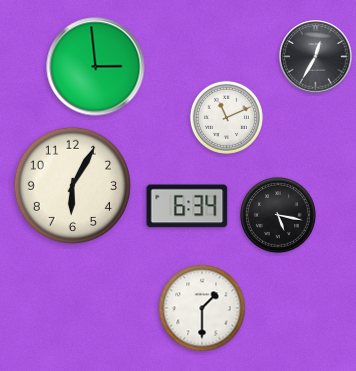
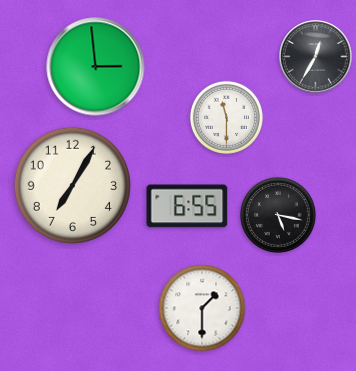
clock at (226, 117): 11:11 -> 11:30
clock at (72, 185): 6:05 -> 7:05
clock at (187, 206): 6:34 -> 6:55
